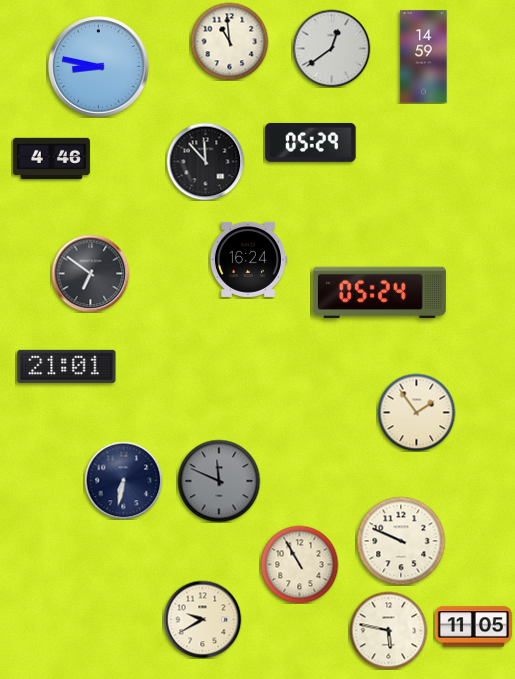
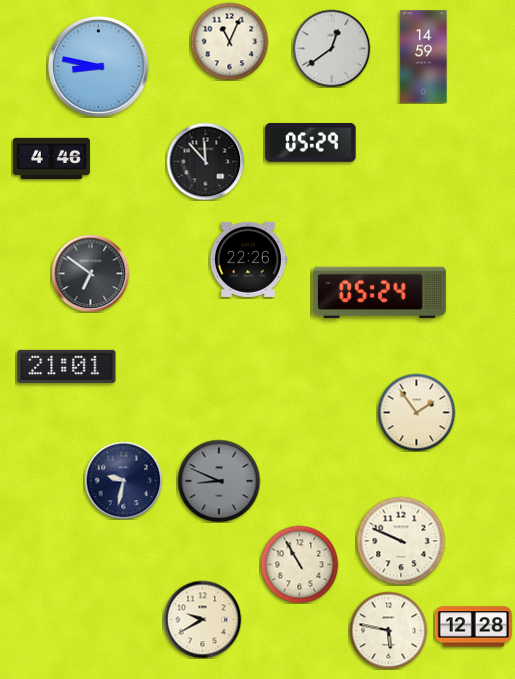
clock at (229, 41): 10:59 -> 11:04
clock at (248, 259): 16:24 -> 22:26
clock at (123, 480): 6:32 -> 9:32
clock at (219, 481): 11:49 -> 8:49
clock at (473, 627): 11:05 -> 12:28
